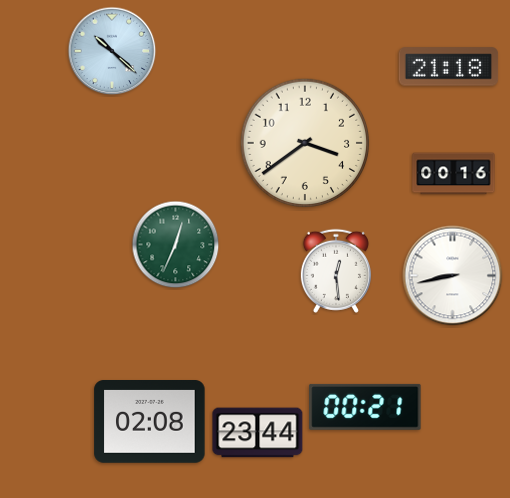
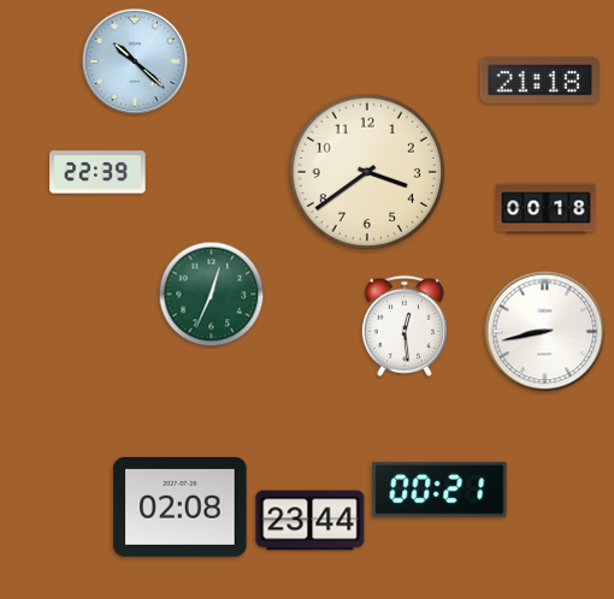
clock at (98, 172): none -> 22:39
clock at (454, 174): 00:16 -> 00:18
